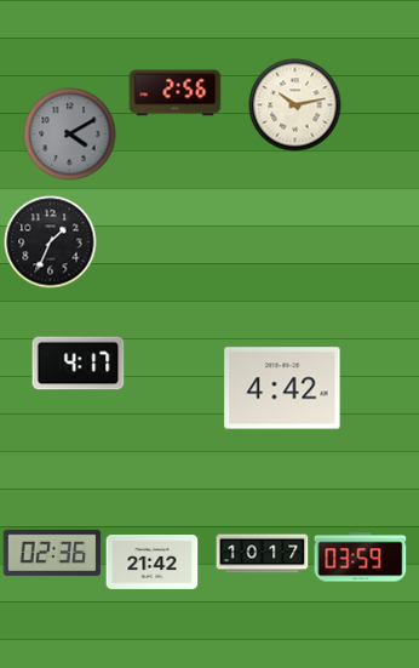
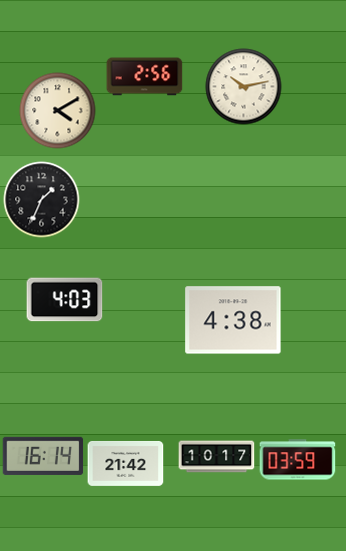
clock at (70, 135) dial: grey -> cream
clock at (79, 364): 4:17 -> 4:03
clock at (282, 388): 4:42 -> 4:38
clock at (52, 553): 02:36 -> 16:14
